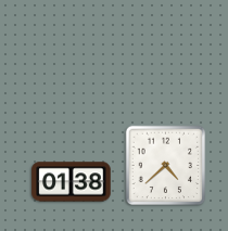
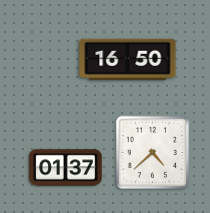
clock at (128, 59): none -> 16:50
clock at (72, 182): 01:38 -> 01:37
